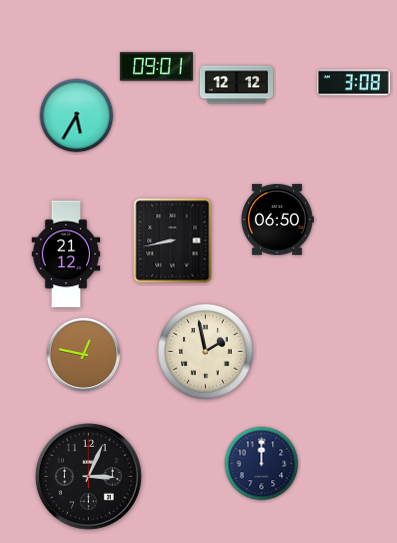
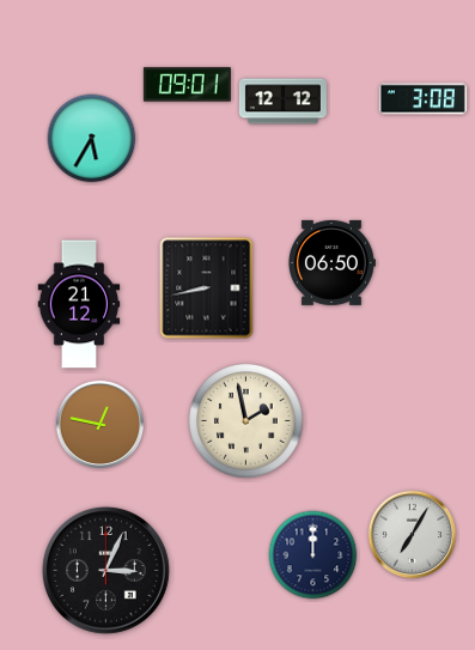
clock at (156, 67) position: (156, 67) -> (187, 85)
clock at (412, 534): none -> 7:05
